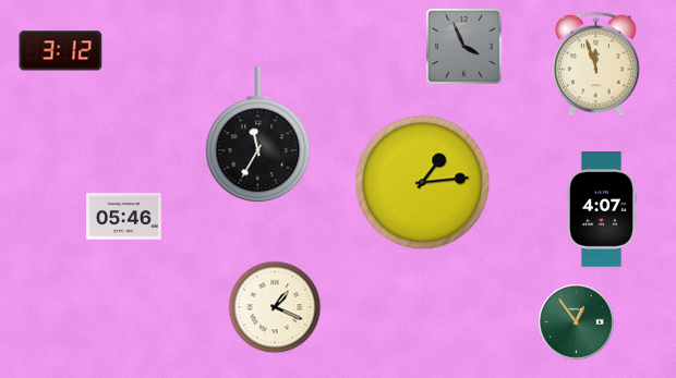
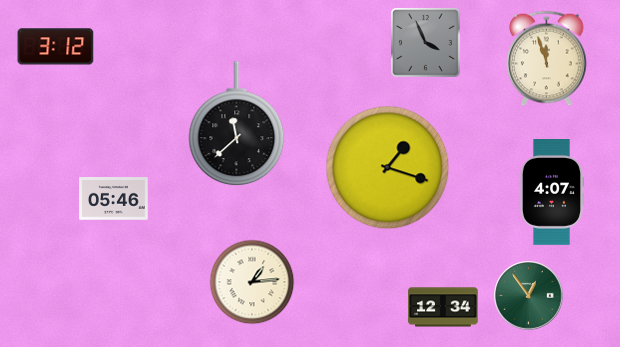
clock at (258, 135): 11:35 -> 11:38
clock at (423, 183): 1:14 -> 1:18
clock at (275, 307): 1:19 -> 1:14
clock at (443, 307): none -> 12:34
